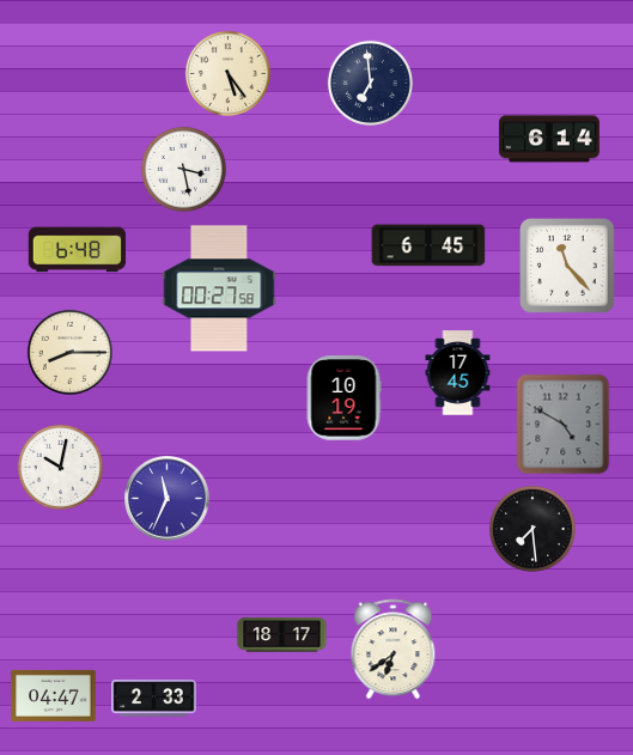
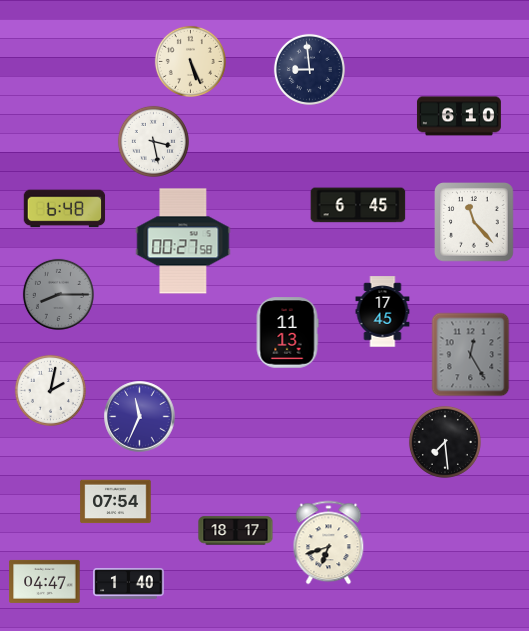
clock at (227, 73): 5:24 -> 5:26
clock at (370, 83): 6:59 -> 8:59
clock at (549, 139): 6:14 -> 6:10
clock at (69, 352) dial: cream -> grey
clock at (343, 398): 10:19 -> 11:13
clock at (564, 425): 4:50 -> 12:25
clock at (60, 467): 10:02 -> 2:02
clock at (116, 502): none -> 07:54
clock at (394, 650): 6:39 -> 6:42
clock at (154, 699): 2:33 -> 1:40
